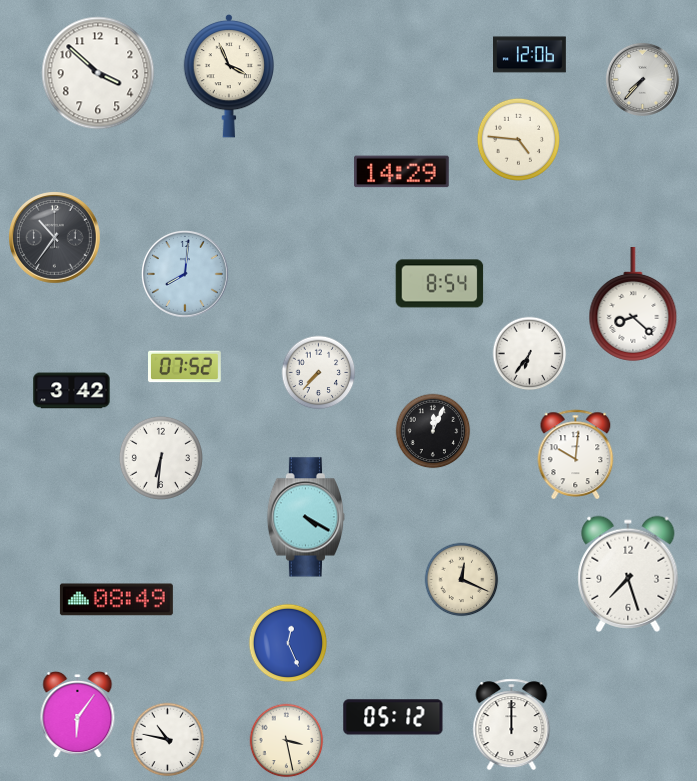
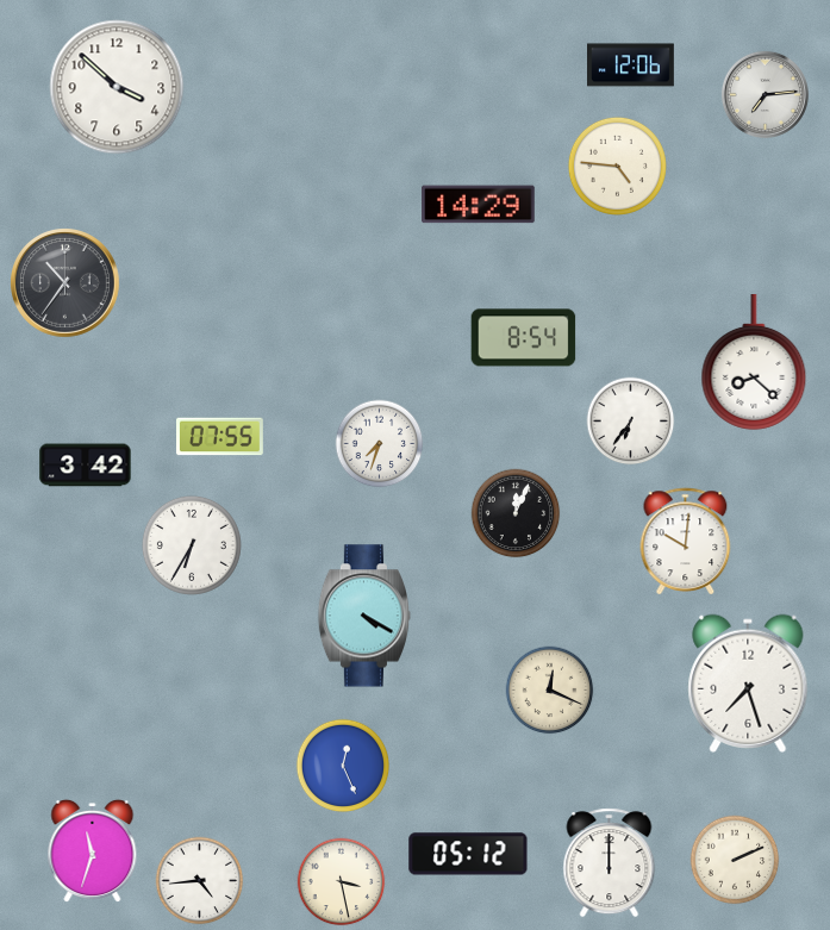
clock at (229, 76): 3:56 -> none
clock at (642, 79): 7:37 -> 7:14
clock at (186, 275): 8:01 -> none
clock at (185, 367): 07:52 -> 07:55
clock at (319, 373): 7:37 -> 7:33
clock at (161, 458): 6:31 -> 6:35
clock at (116, 600): 08:49 -> none
clock at (78, 715): 6:06 -> 11:33
clock at (735, 860): none -> 2:11
clock at (168, 740): 10:47 -> 4:44
